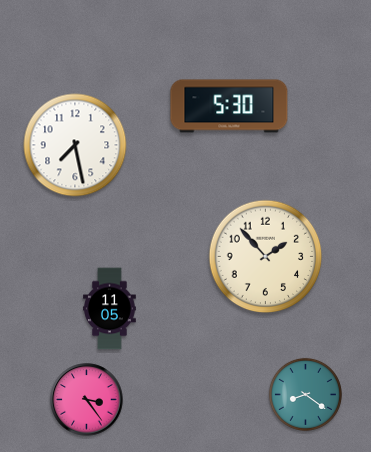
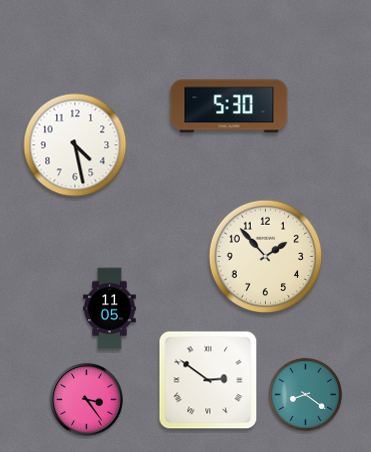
clock at (75, 145): 7:28 -> 4:28
clock at (208, 380): none -> 2:51
